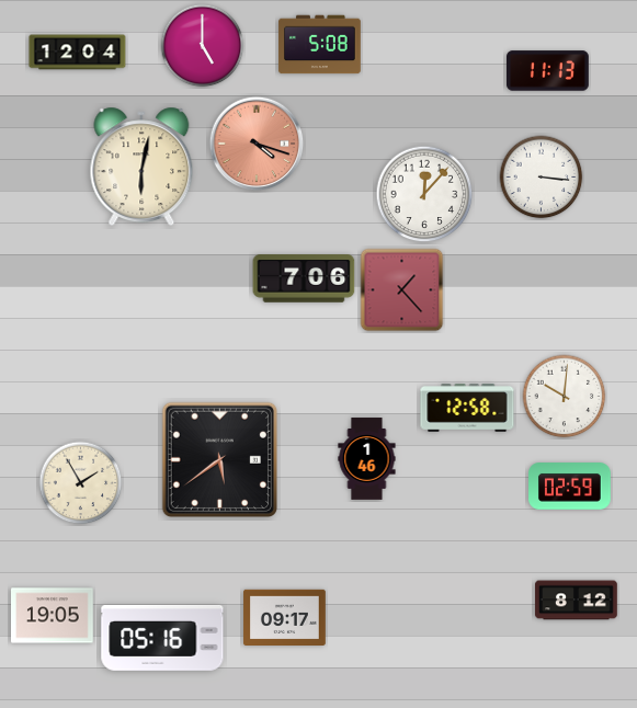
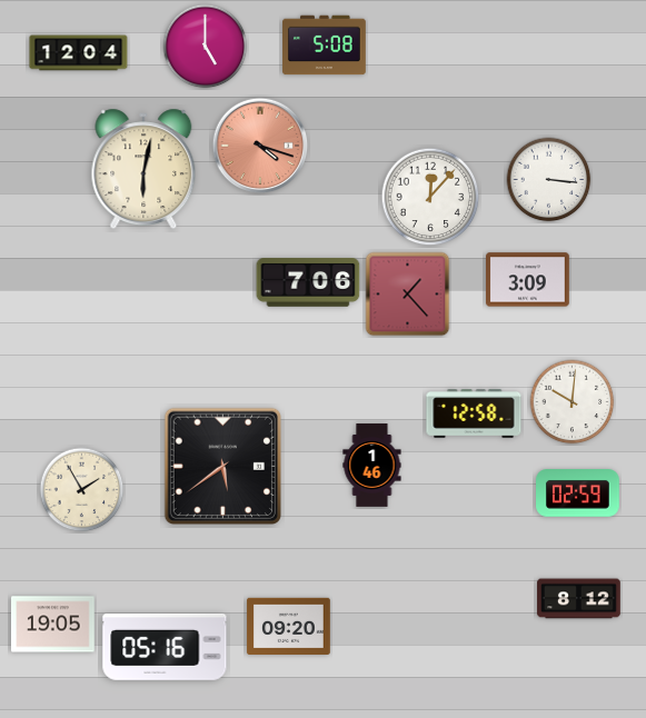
clock at (548, 71): 11:13 -> none
clock at (528, 280): none -> 3:09
clock at (577, 601) position: (577, 601) -> (579, 599)
clock at (285, 617): 09:17 -> 09:20
